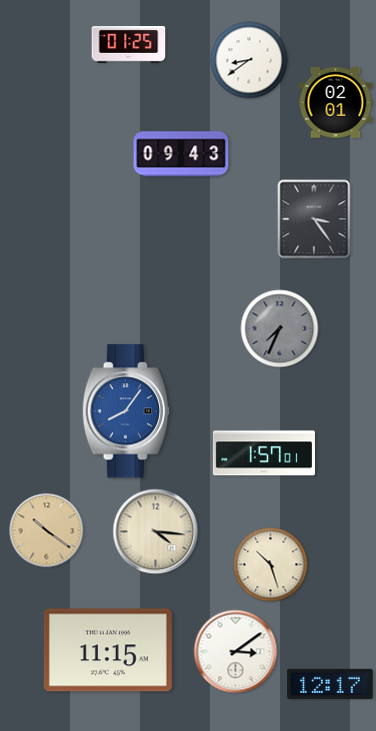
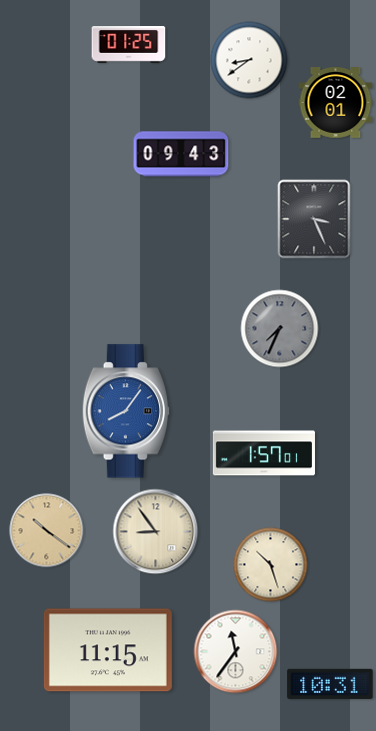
clock at (314, 219): 3:24 -> 3:26
clock at (156, 532): 4:16 -> 8:54
clock at (236, 652): 3:09 -> 11:36
clock at (330, 684): 12:17 -> 10:31
